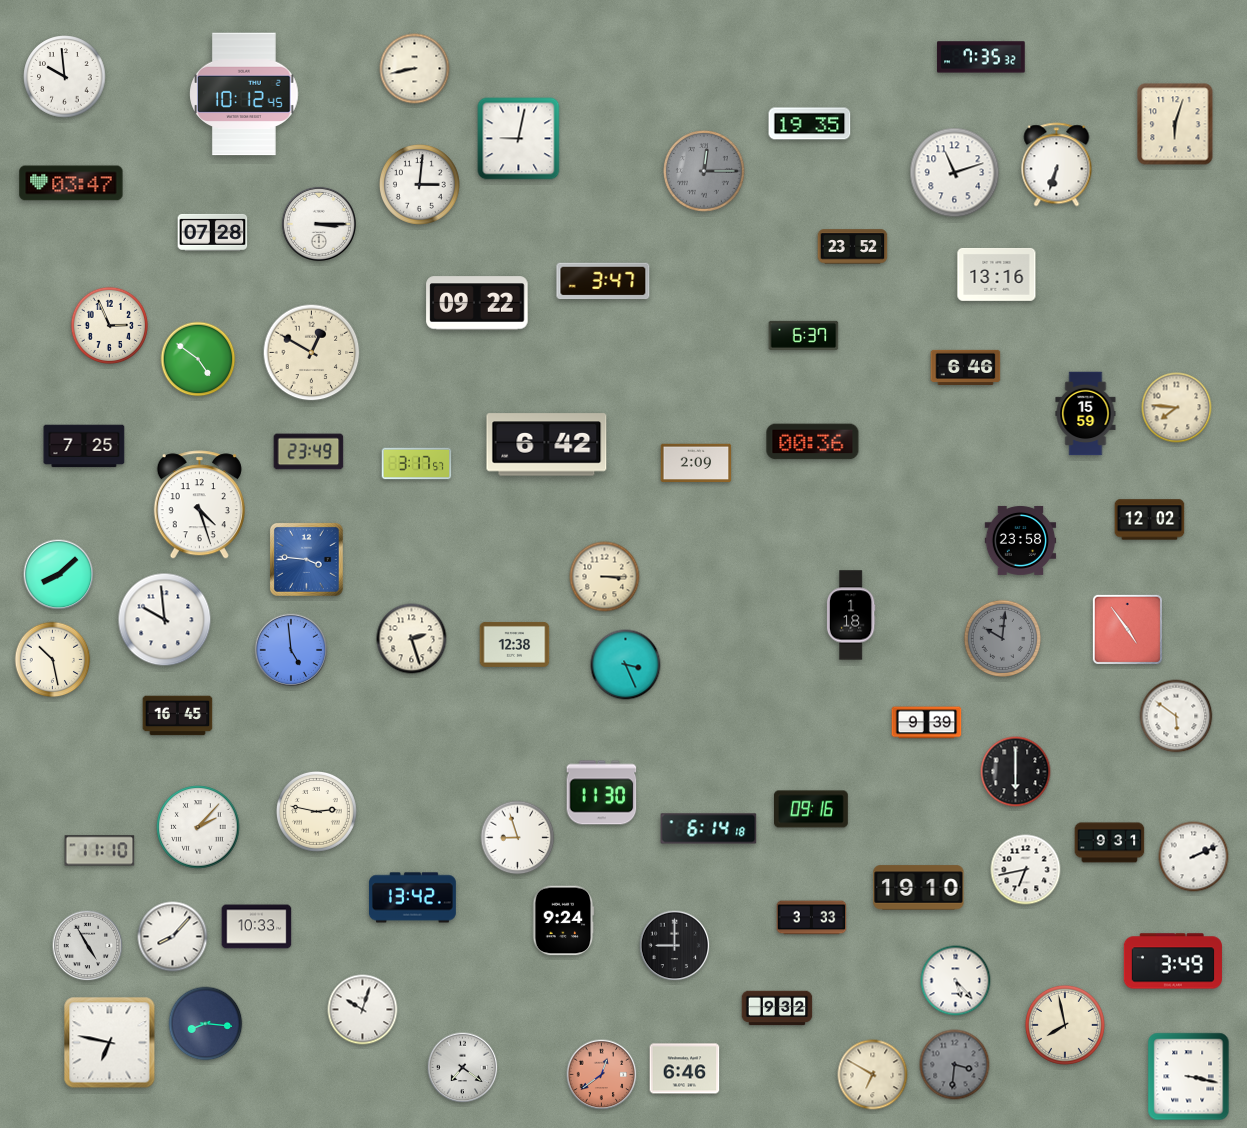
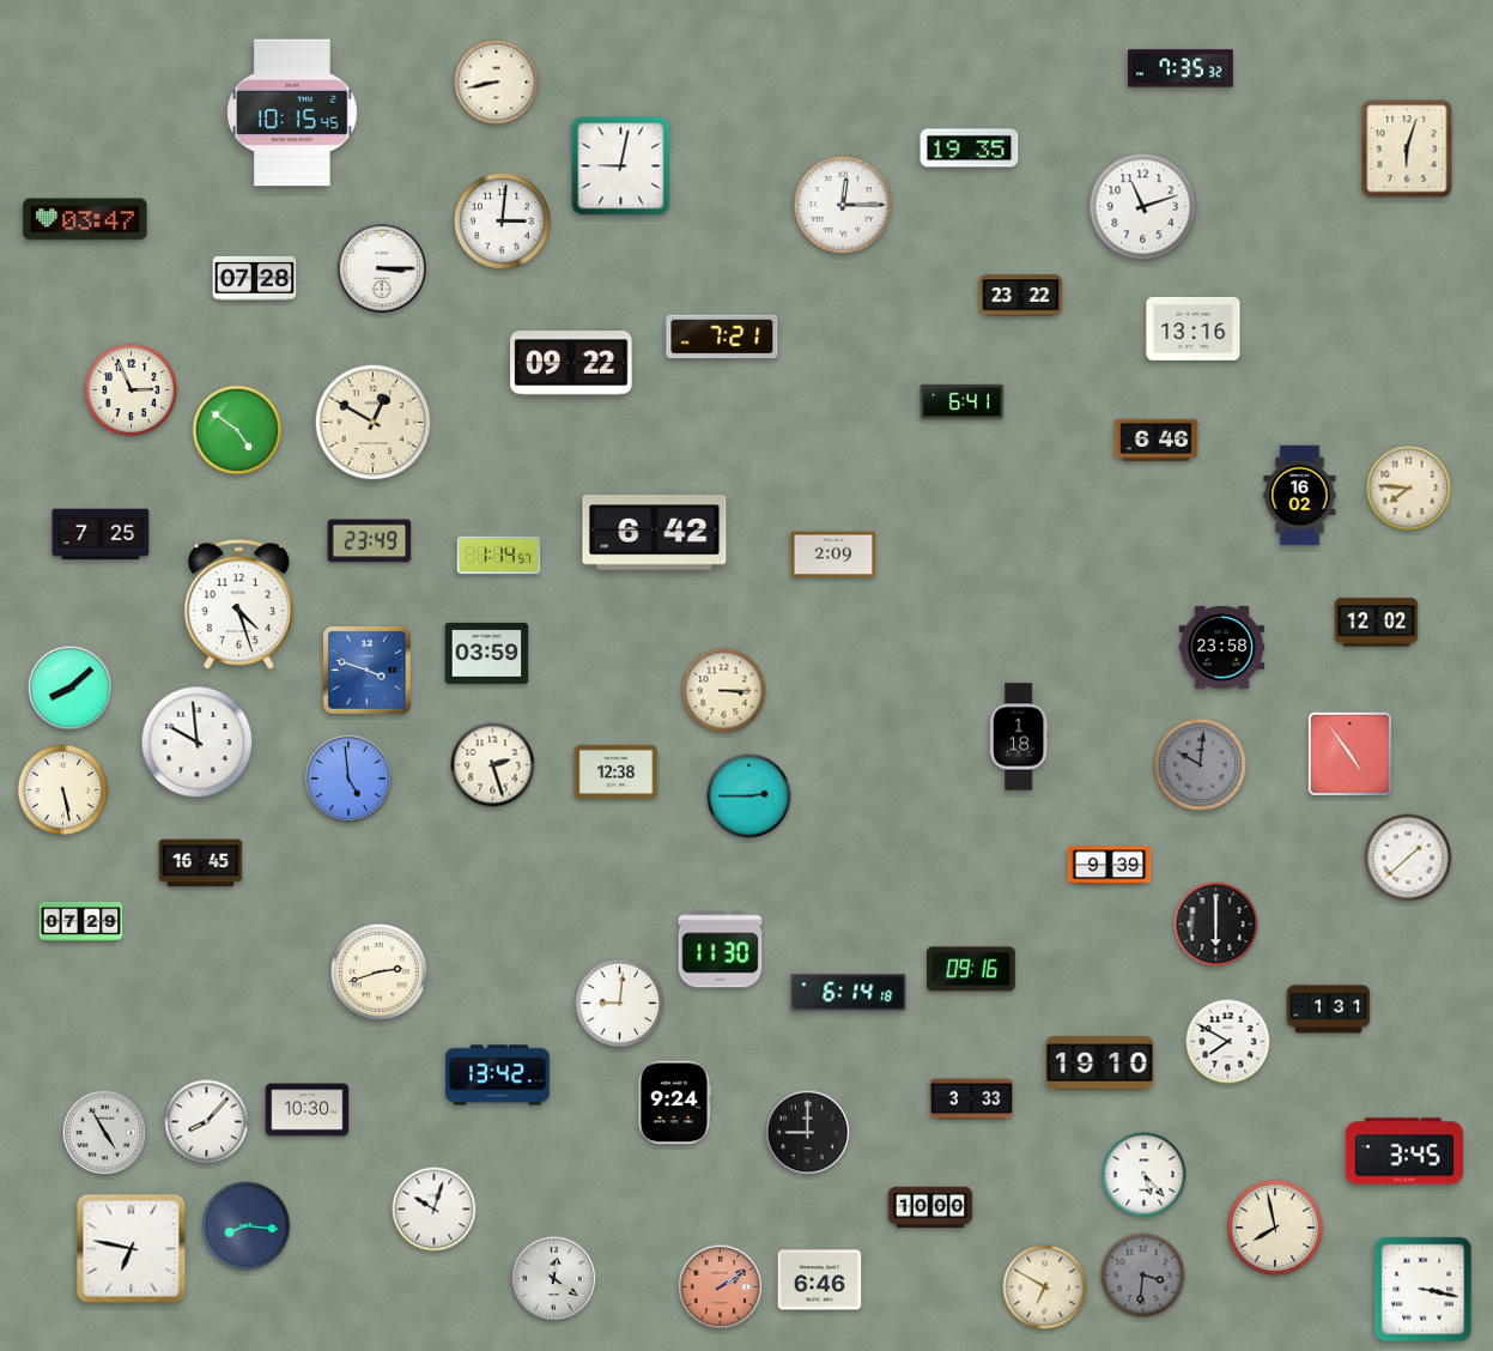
clock at (981, 57) position: (981, 57) -> (1181, 68)
clock at (65, 77): 9:59 -> none
clock at (244, 94): 10:12 -> 10:15
clock at (1057, 165): 6:33 -> none
clock at (705, 172) dial: grey -> white
clock at (853, 247): 23:52 -> 23:22
clock at (603, 281): 3:47 -> 7:21
clock at (804, 335): 6:37 -> 6:41
clock at (1086, 414): 15:59 -> 16:02
clock at (813, 442): 00:36 -> none
clock at (417, 464): 3:17 -> 1:14
clock at (487, 653): none -> 03:59
clock at (306, 559): 3:46 -> 3:48
clock at (53, 660): 10:28 -> 5:28
clock at (626, 665): 3:26 -> 2:45
clock at (178, 716) position: (178, 716) -> (201, 864)
clock at (1176, 716): 5:51 -> 1:38
clock at (81, 921): none -> 07:29
clock at (316, 811): 2:47 -> 2:42
clock at (198, 827): 2:07 -> none
clock at (518, 838): 8:57 -> 9:01
clock at (1110, 843): 9:31 -> 1:31
clock at (100, 851): 11:10 -> none
clock at (1194, 857): 2:11 -> none
clock at (1026, 870): 6:43 -> 7:50
clock at (412, 898) position: (412, 898) -> (497, 1076)
clock at (257, 927): 10:33 -> 10:30
clock at (1173, 961): 3:49 -> 3:45
clock at (777, 1008): 9:32 -> 10:00
clock at (463, 1068): 7:21 -> 12:21
clock at (602, 1075): 12:39 -> 2:09
